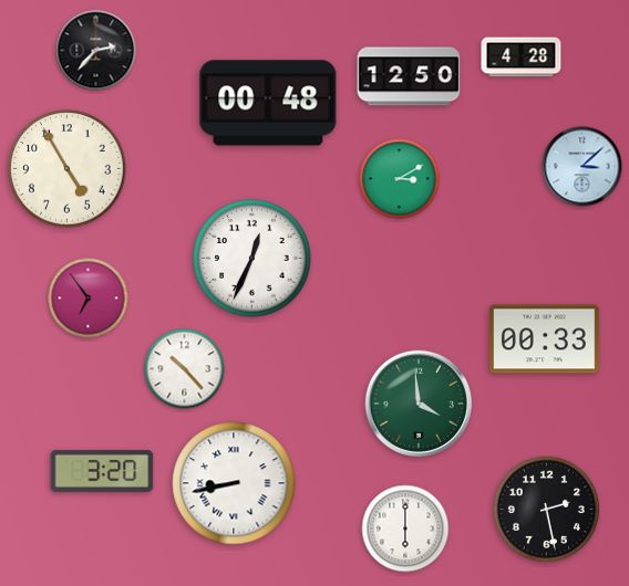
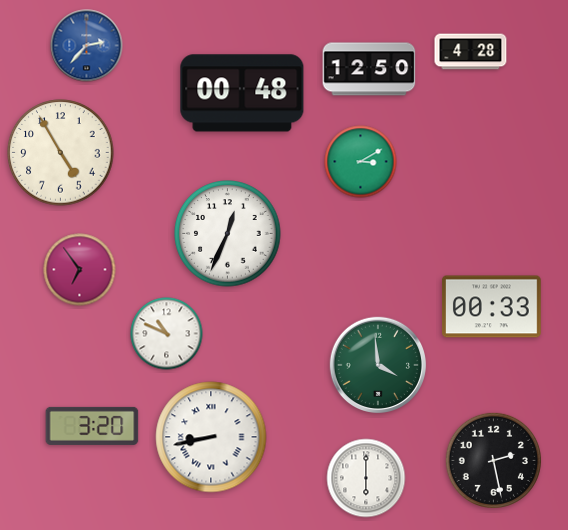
clock at (96, 51) dial: black -> blue
clock at (582, 167): 3:08 -> none
clock at (185, 369): 10:23 -> 10:49
